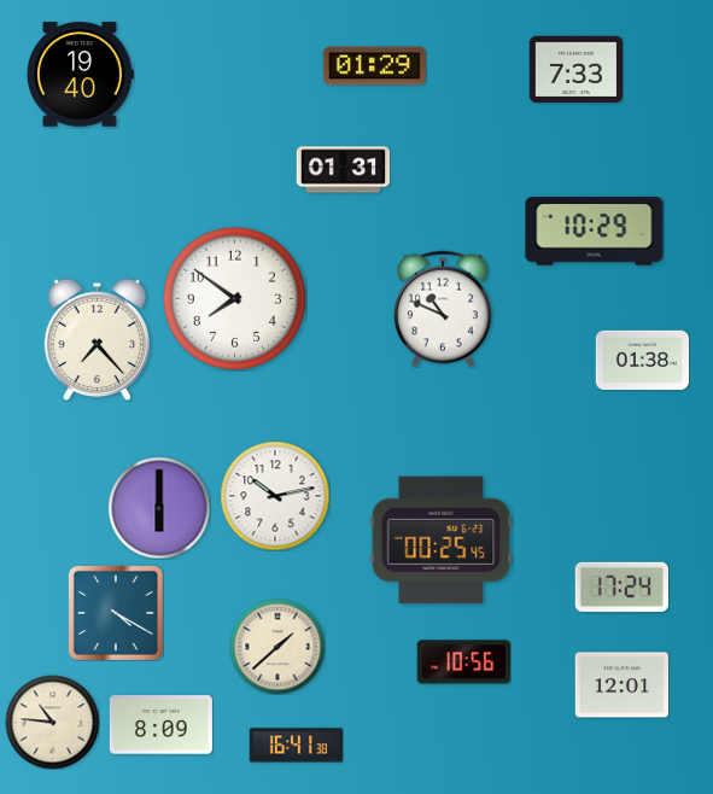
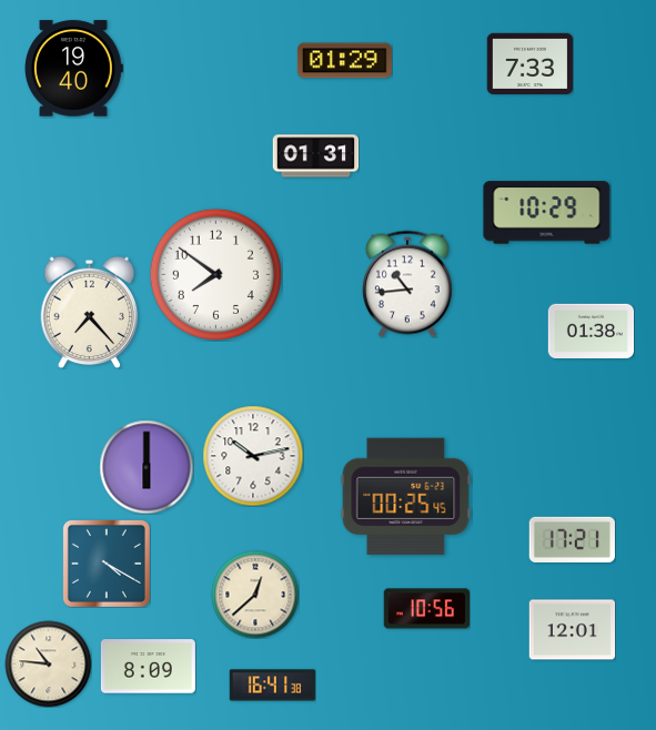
clock at (443, 309): 10:49 -> 10:44
clock at (621, 586): 17:24 -> 17:21
clock at (277, 647): 1:38 -> 12:38
